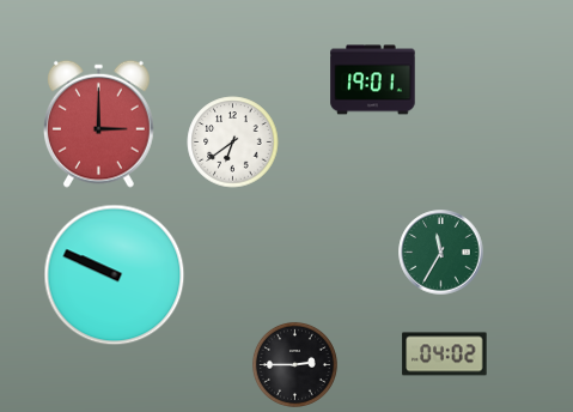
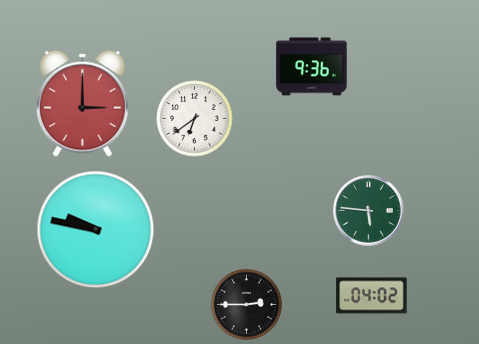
clock at (373, 80): 19:01 -> 9:36
clock at (441, 253): 11:35 -> 5:46
clock at (115, 275): 9:49 -> 9:47
